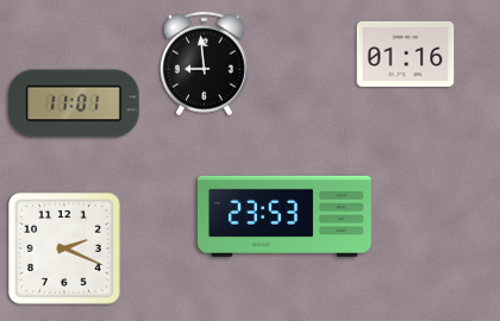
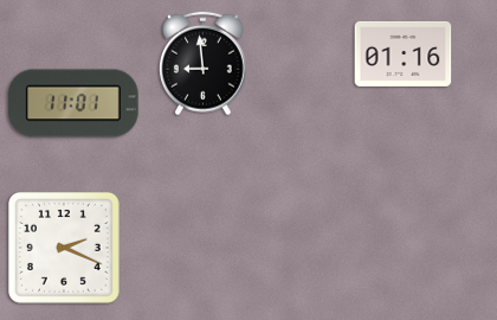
clock at (285, 216): 23:53 -> none
